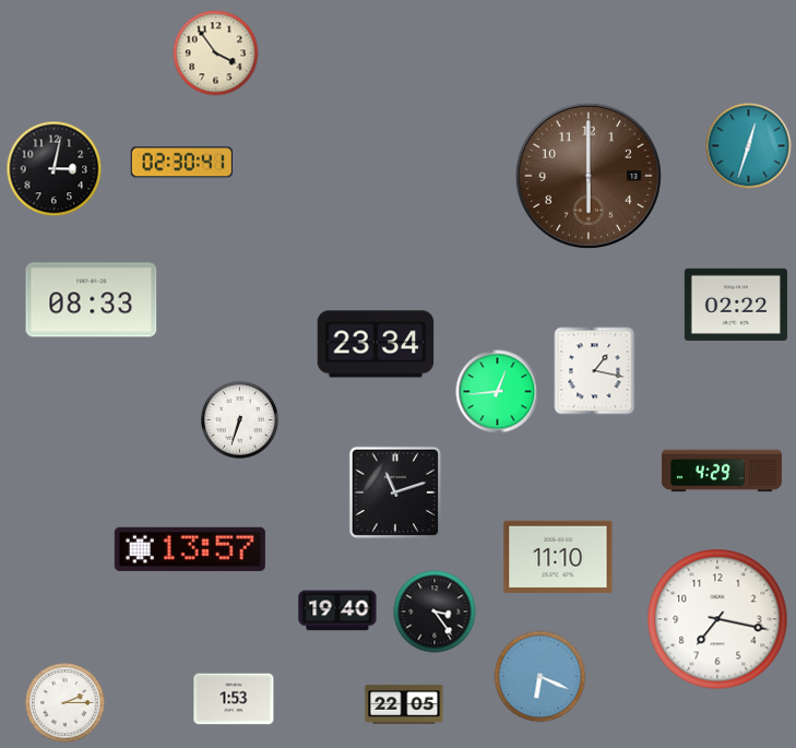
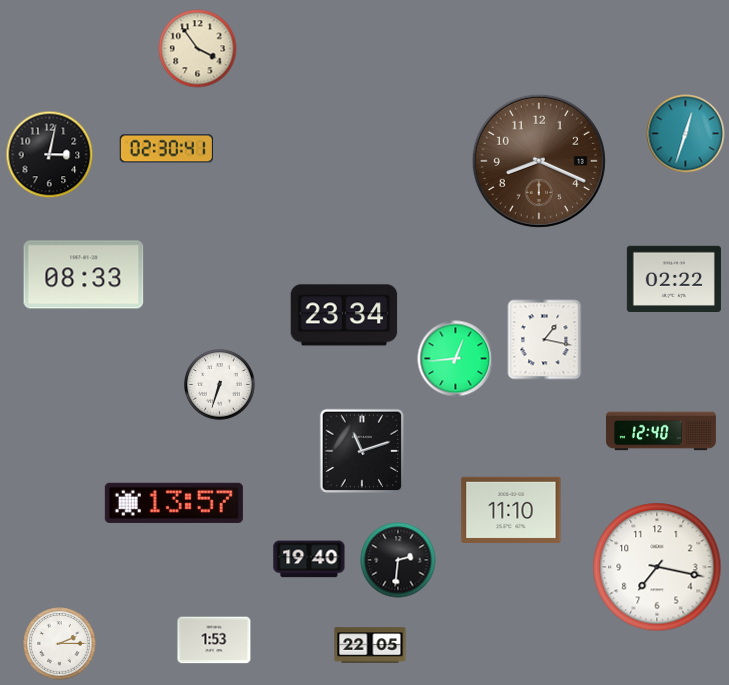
clock at (589, 176): 6:00 -> 8:19
clock at (722, 471): 4:29 -> 12:40
clock at (435, 612): 3:24 -> 2:31
clock at (540, 677): 6:19 -> none
